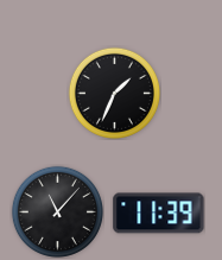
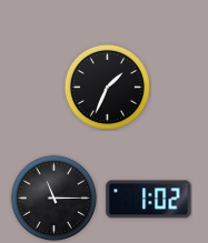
clock at (57, 211): 11:07 -> 11:15
clock at (159, 214): 11:39 -> 1:02
